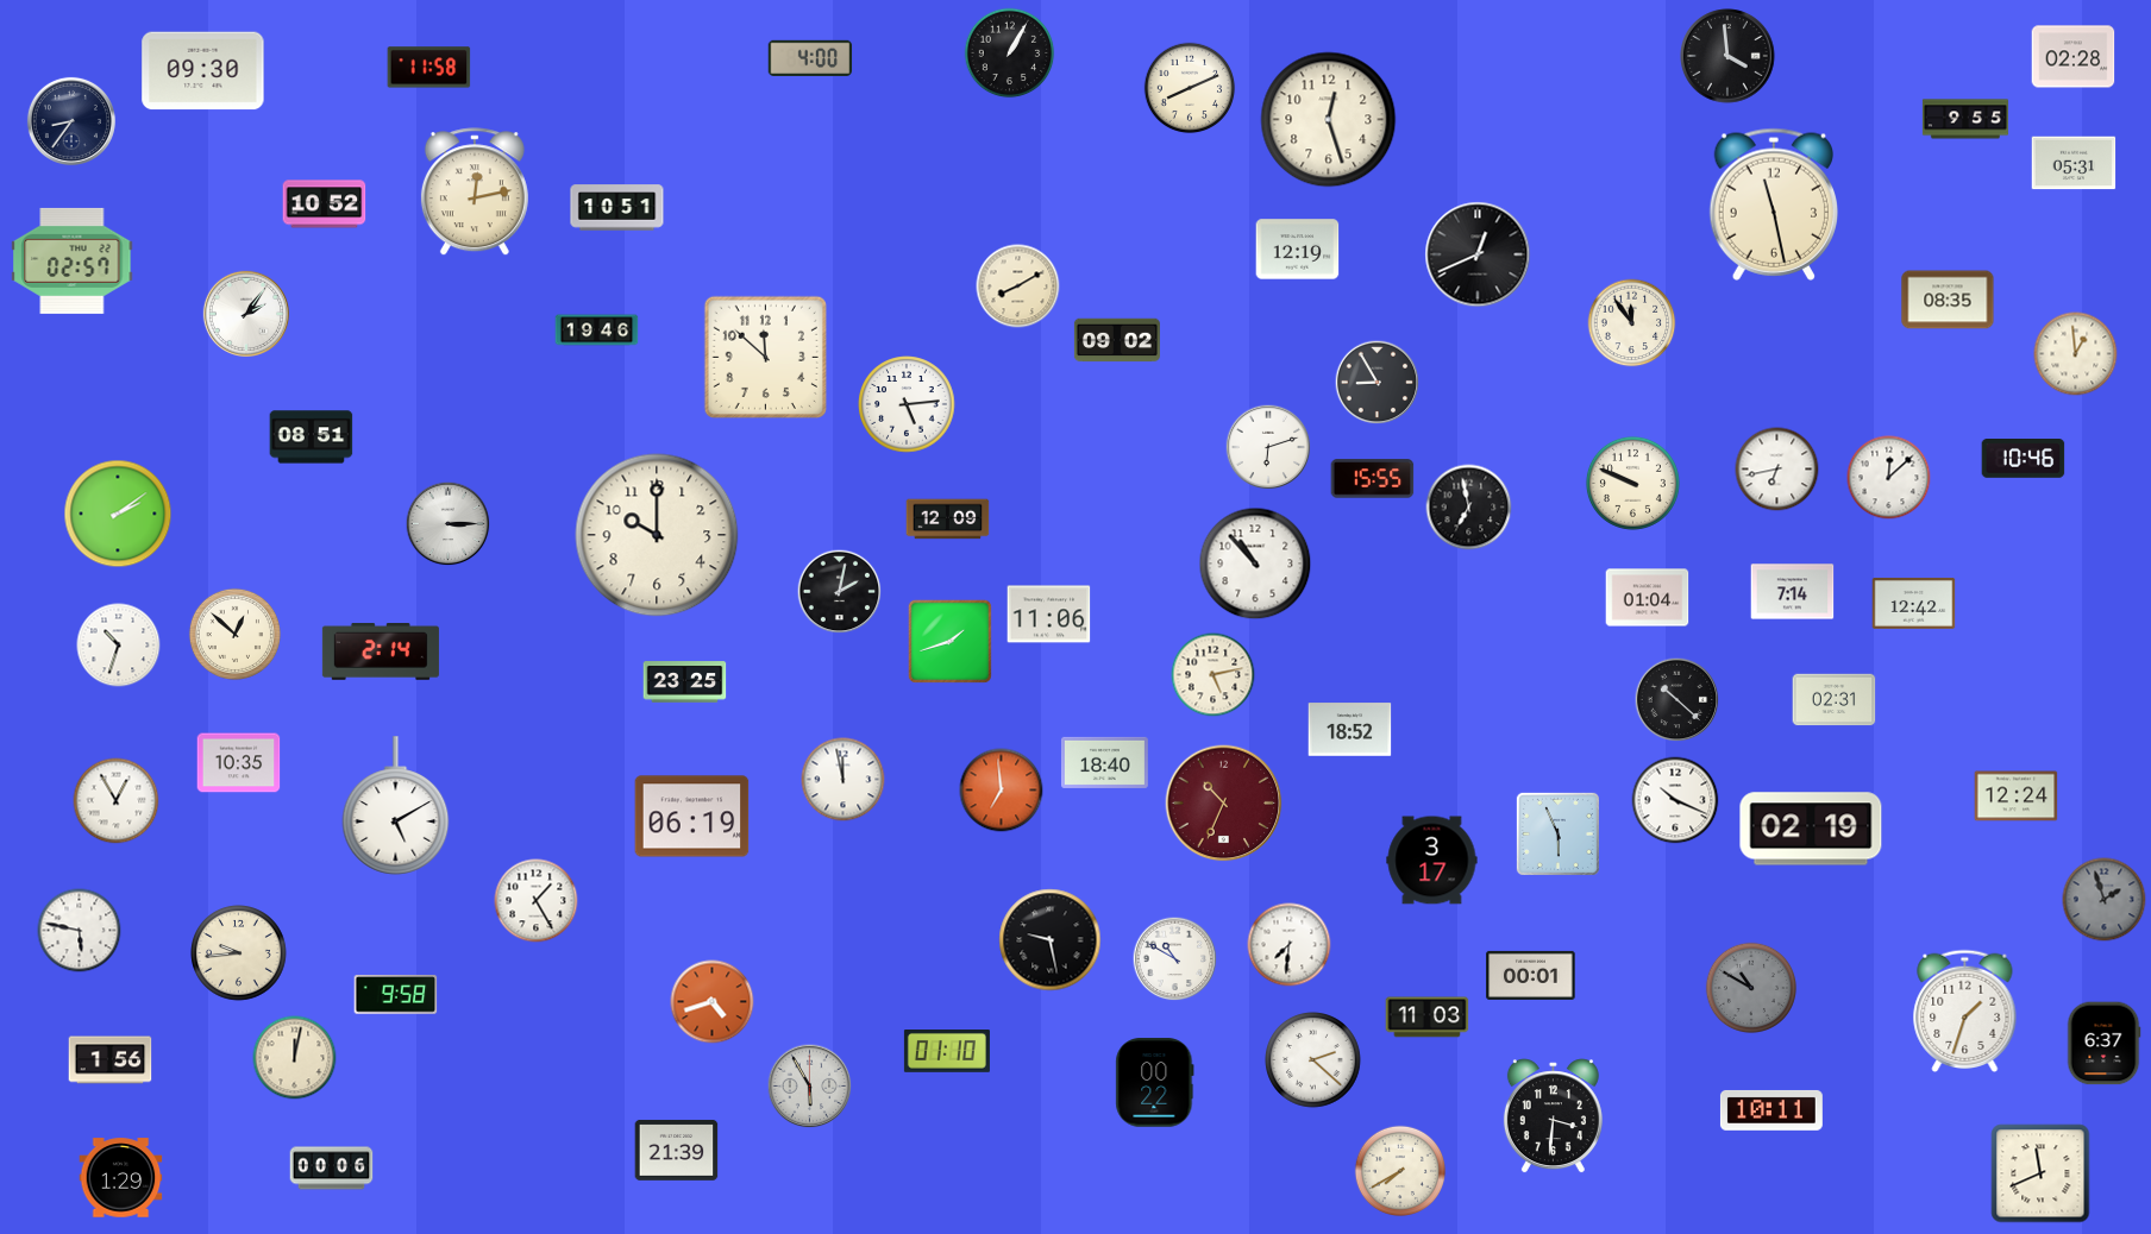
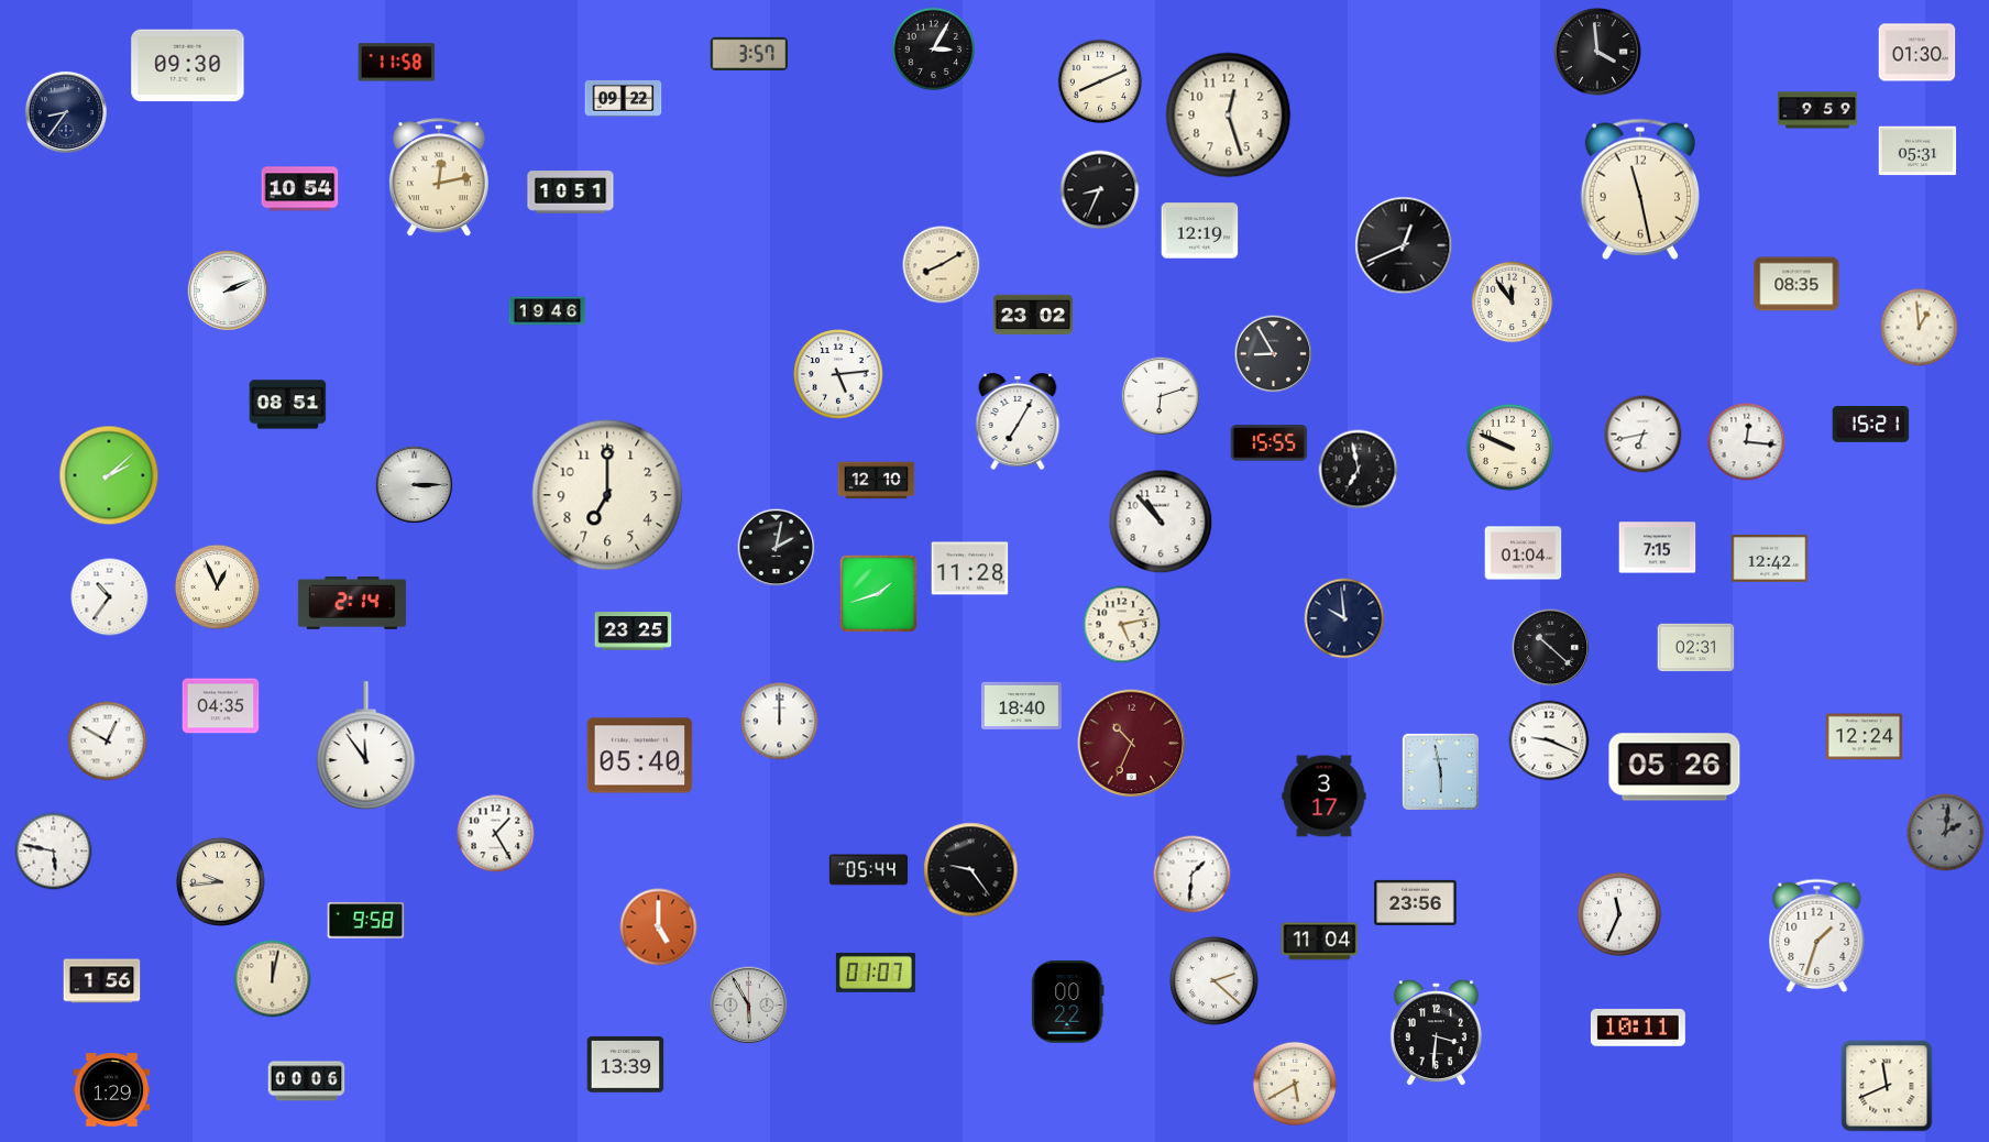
clock at (1010, 53): 1:05 -> 3:05
clock at (2074, 57): 02:28 -> 01:30
clock at (810, 58): 4:00 -> 3:57
clock at (624, 98): none -> 09:22
clock at (1965, 119): 9:55 -> 9:59
clock at (1329, 120) position: (1329, 120) -> (1229, 116)
clock at (325, 204): 10:52 -> 10:54
clock at (1100, 190): none -> 8:34
clock at (1478, 254) position: (1478, 254) -> (1404, 245)
clock at (73, 260): 02:57 -> none
clock at (1948, 300) position: (1948, 300) -> (1796, 284)
clock at (245, 313): 2:06 -> 2:11
clock at (1632, 323) position: (1632, 323) -> (1513, 303)
clock at (597, 330) position: (597, 330) -> (548, 311)
clock at (1117, 340): 09:02 -> 23:02
clock at (765, 357): 11:52 -> none
clock at (1268, 447) position: (1268, 447) -> (1161, 396)
clock at (1018, 422): none -> 7:05
clock at (2024, 459): 10:46 -> 15:21
clock at (1889, 478): 12:08 -> 12:16
clock at (118, 514): 2:09 -> 2:08
clock at (948, 520): 12:09 -> 12:10
clock at (657, 535): 10:00 -> 7:00
clock at (1793, 592): 7:14 -> 7:15
clock at (1049, 615): 11:06 -> 11:28
clock at (234, 634): 12:52 -> 12:56
clock at (119, 646): 10:33 -> 10:36
clock at (1344, 618): none -> 9:59
clock at (1350, 730): 18:52 -> none
clock at (239, 763): 10:35 -> 04:35
clock at (844, 780): 11:58 -> 12:00
clock at (1002, 791): 6:59 -> none
clock at (1675, 800): 10:19 -> 9:19
clock at (117, 801): 12:55 -> 12:50
clock at (396, 806): 5:10 -> 11:54
clock at (692, 817): 06:19 -> 05:40
clock at (1811, 829): 02:19 -> 05:26
clock at (1557, 833): 5:56 -> 5:58
clock at (2105, 900): 1:57 -> 2:01
clock at (80, 931) position: (80, 931) -> (54, 852)
clock at (868, 870): none -> 05:44
clock at (1051, 940): 9:28 -> 9:24
clock at (1290, 945): 7:31 -> 1:31
clock at (1175, 959): 10:50 -> none
clock at (1531, 975): 00:01 -> 23:56
clock at (1751, 988): 10:50 -> 11:34
clock at (1751, 988) dial: grey -> white
clock at (713, 1002): 4:42 -> 5:00
clock at (1428, 1018): 11:03 -> 11:04
clock at (2103, 1044): 6:37 -> none
clock at (947, 1052): 01:10 -> 01:07
clock at (677, 1150): 21:39 -> 13:39
clock at (1400, 1171): 7:40 -> 5:40
